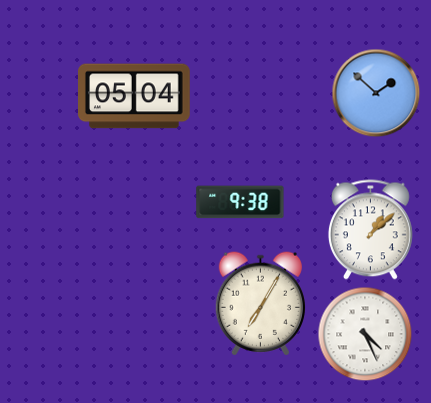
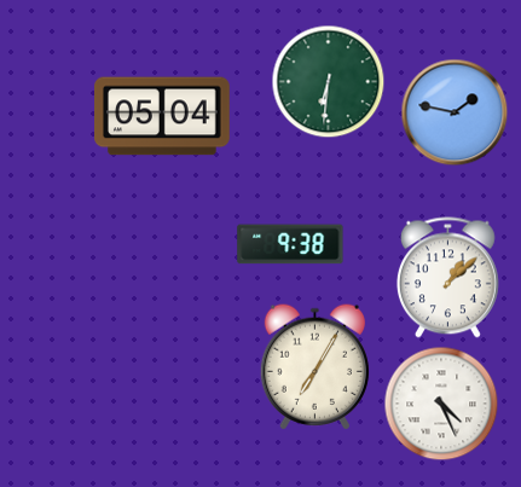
clock at (329, 82): none -> 6:31
clock at (376, 93): 1:52 -> 1:47
